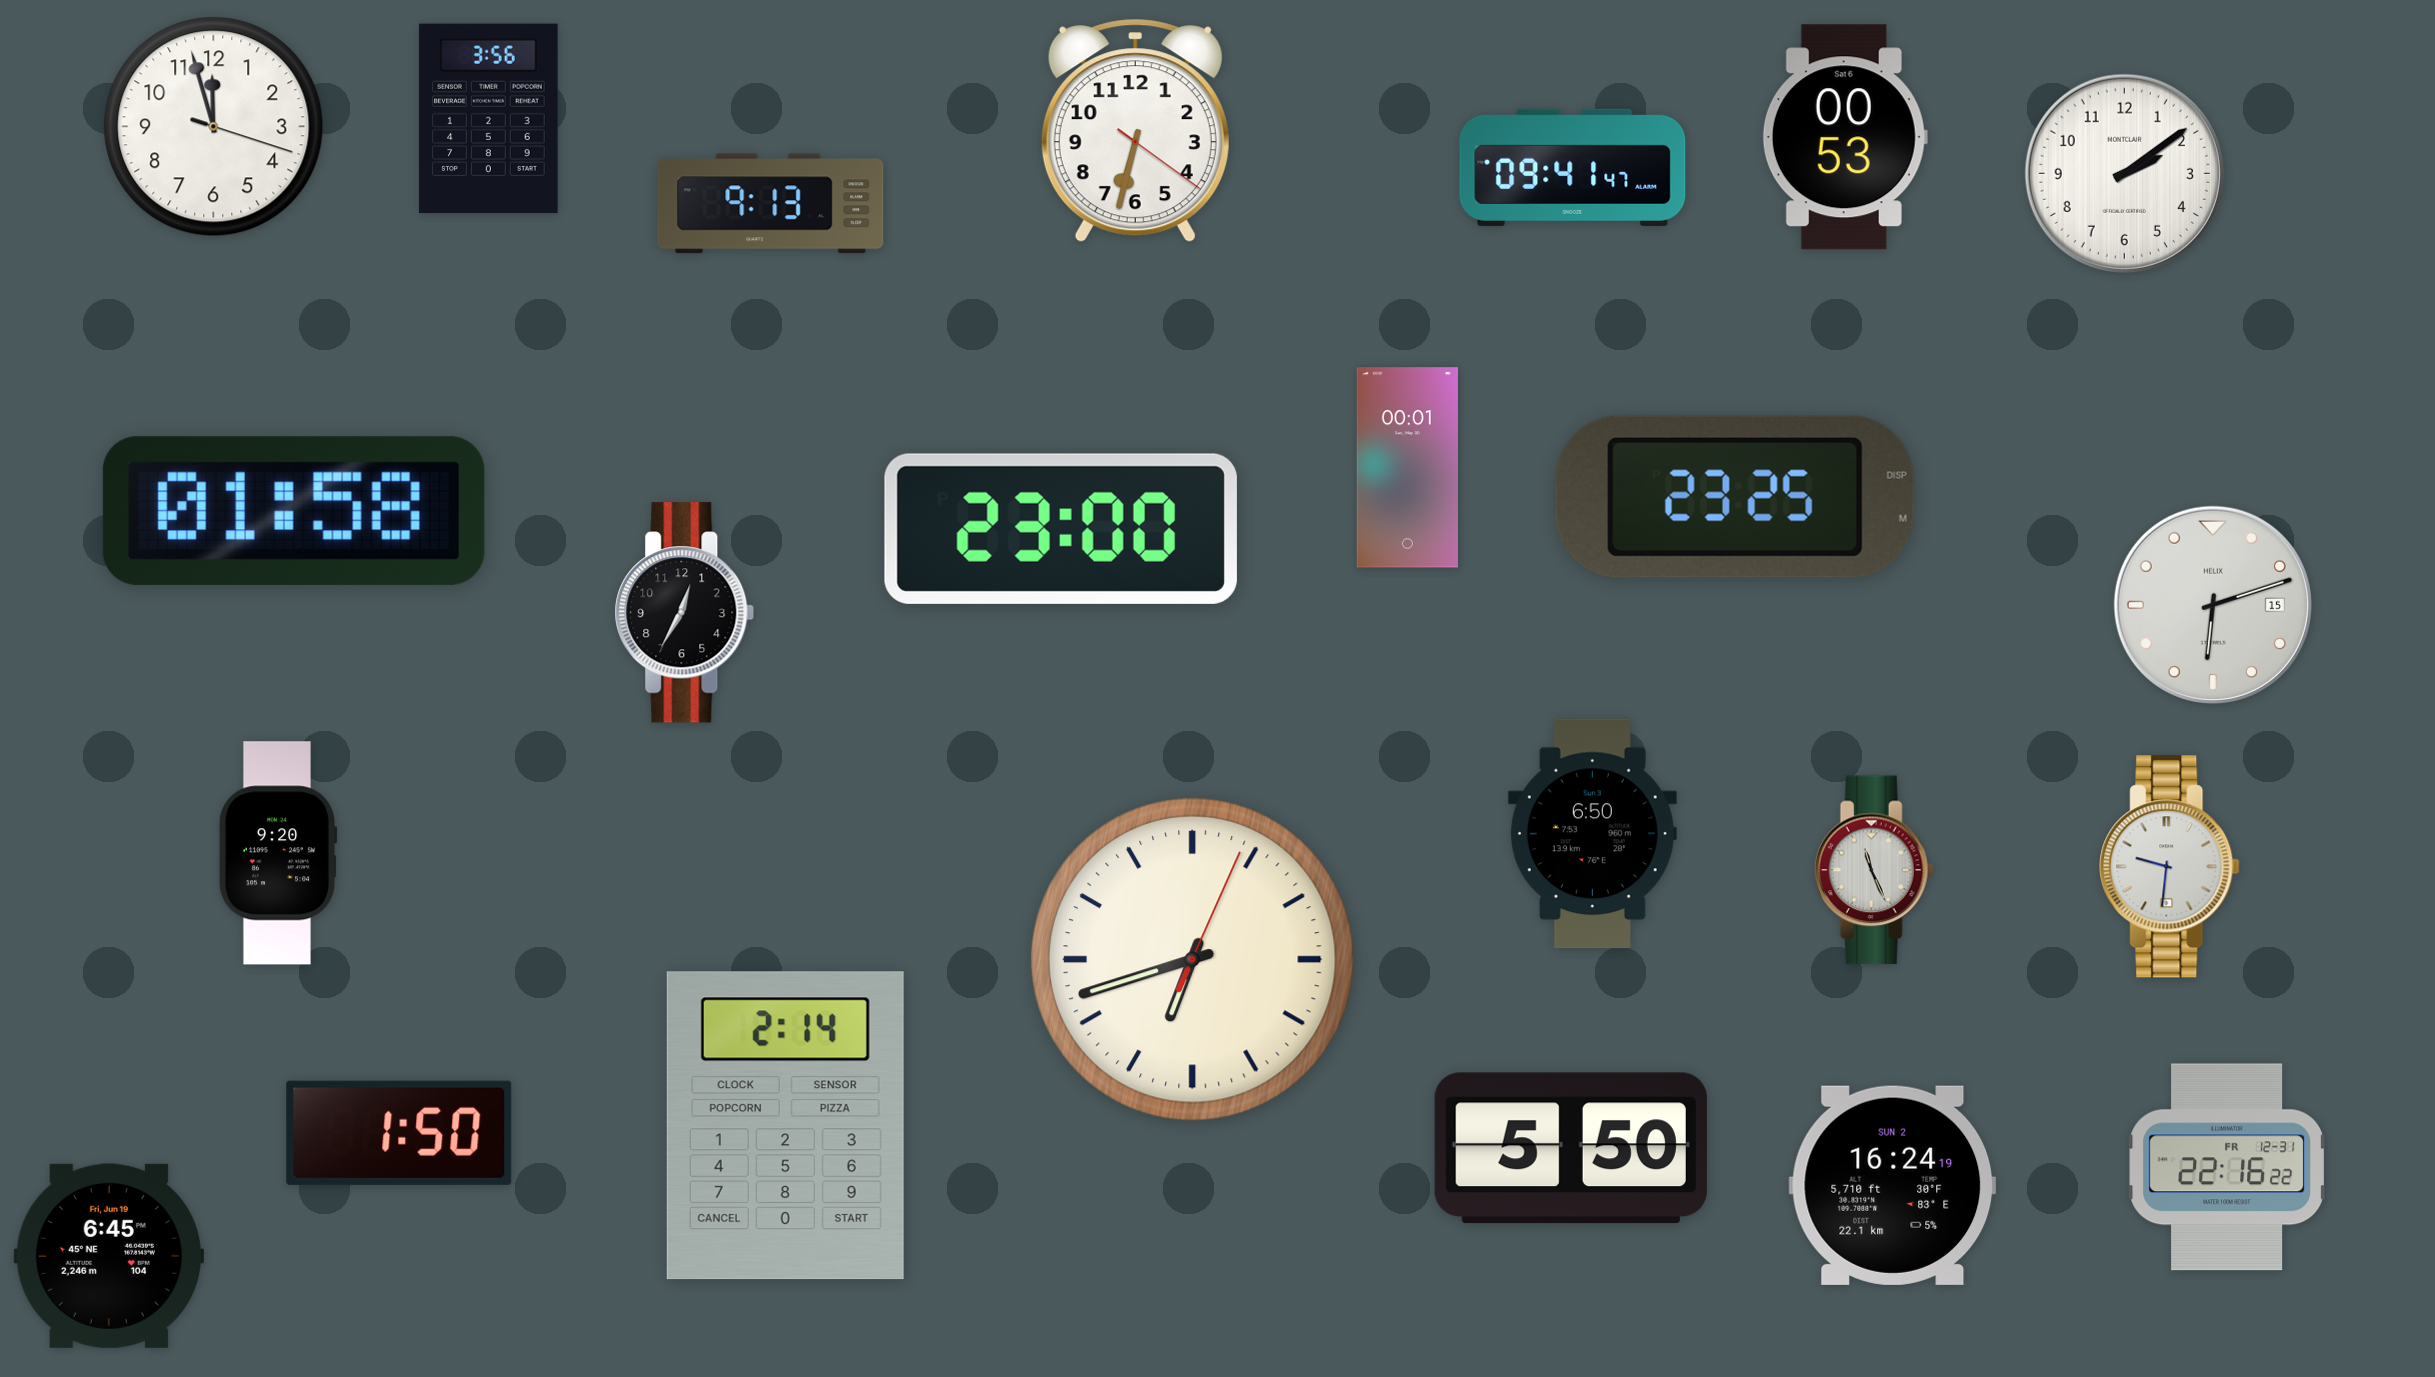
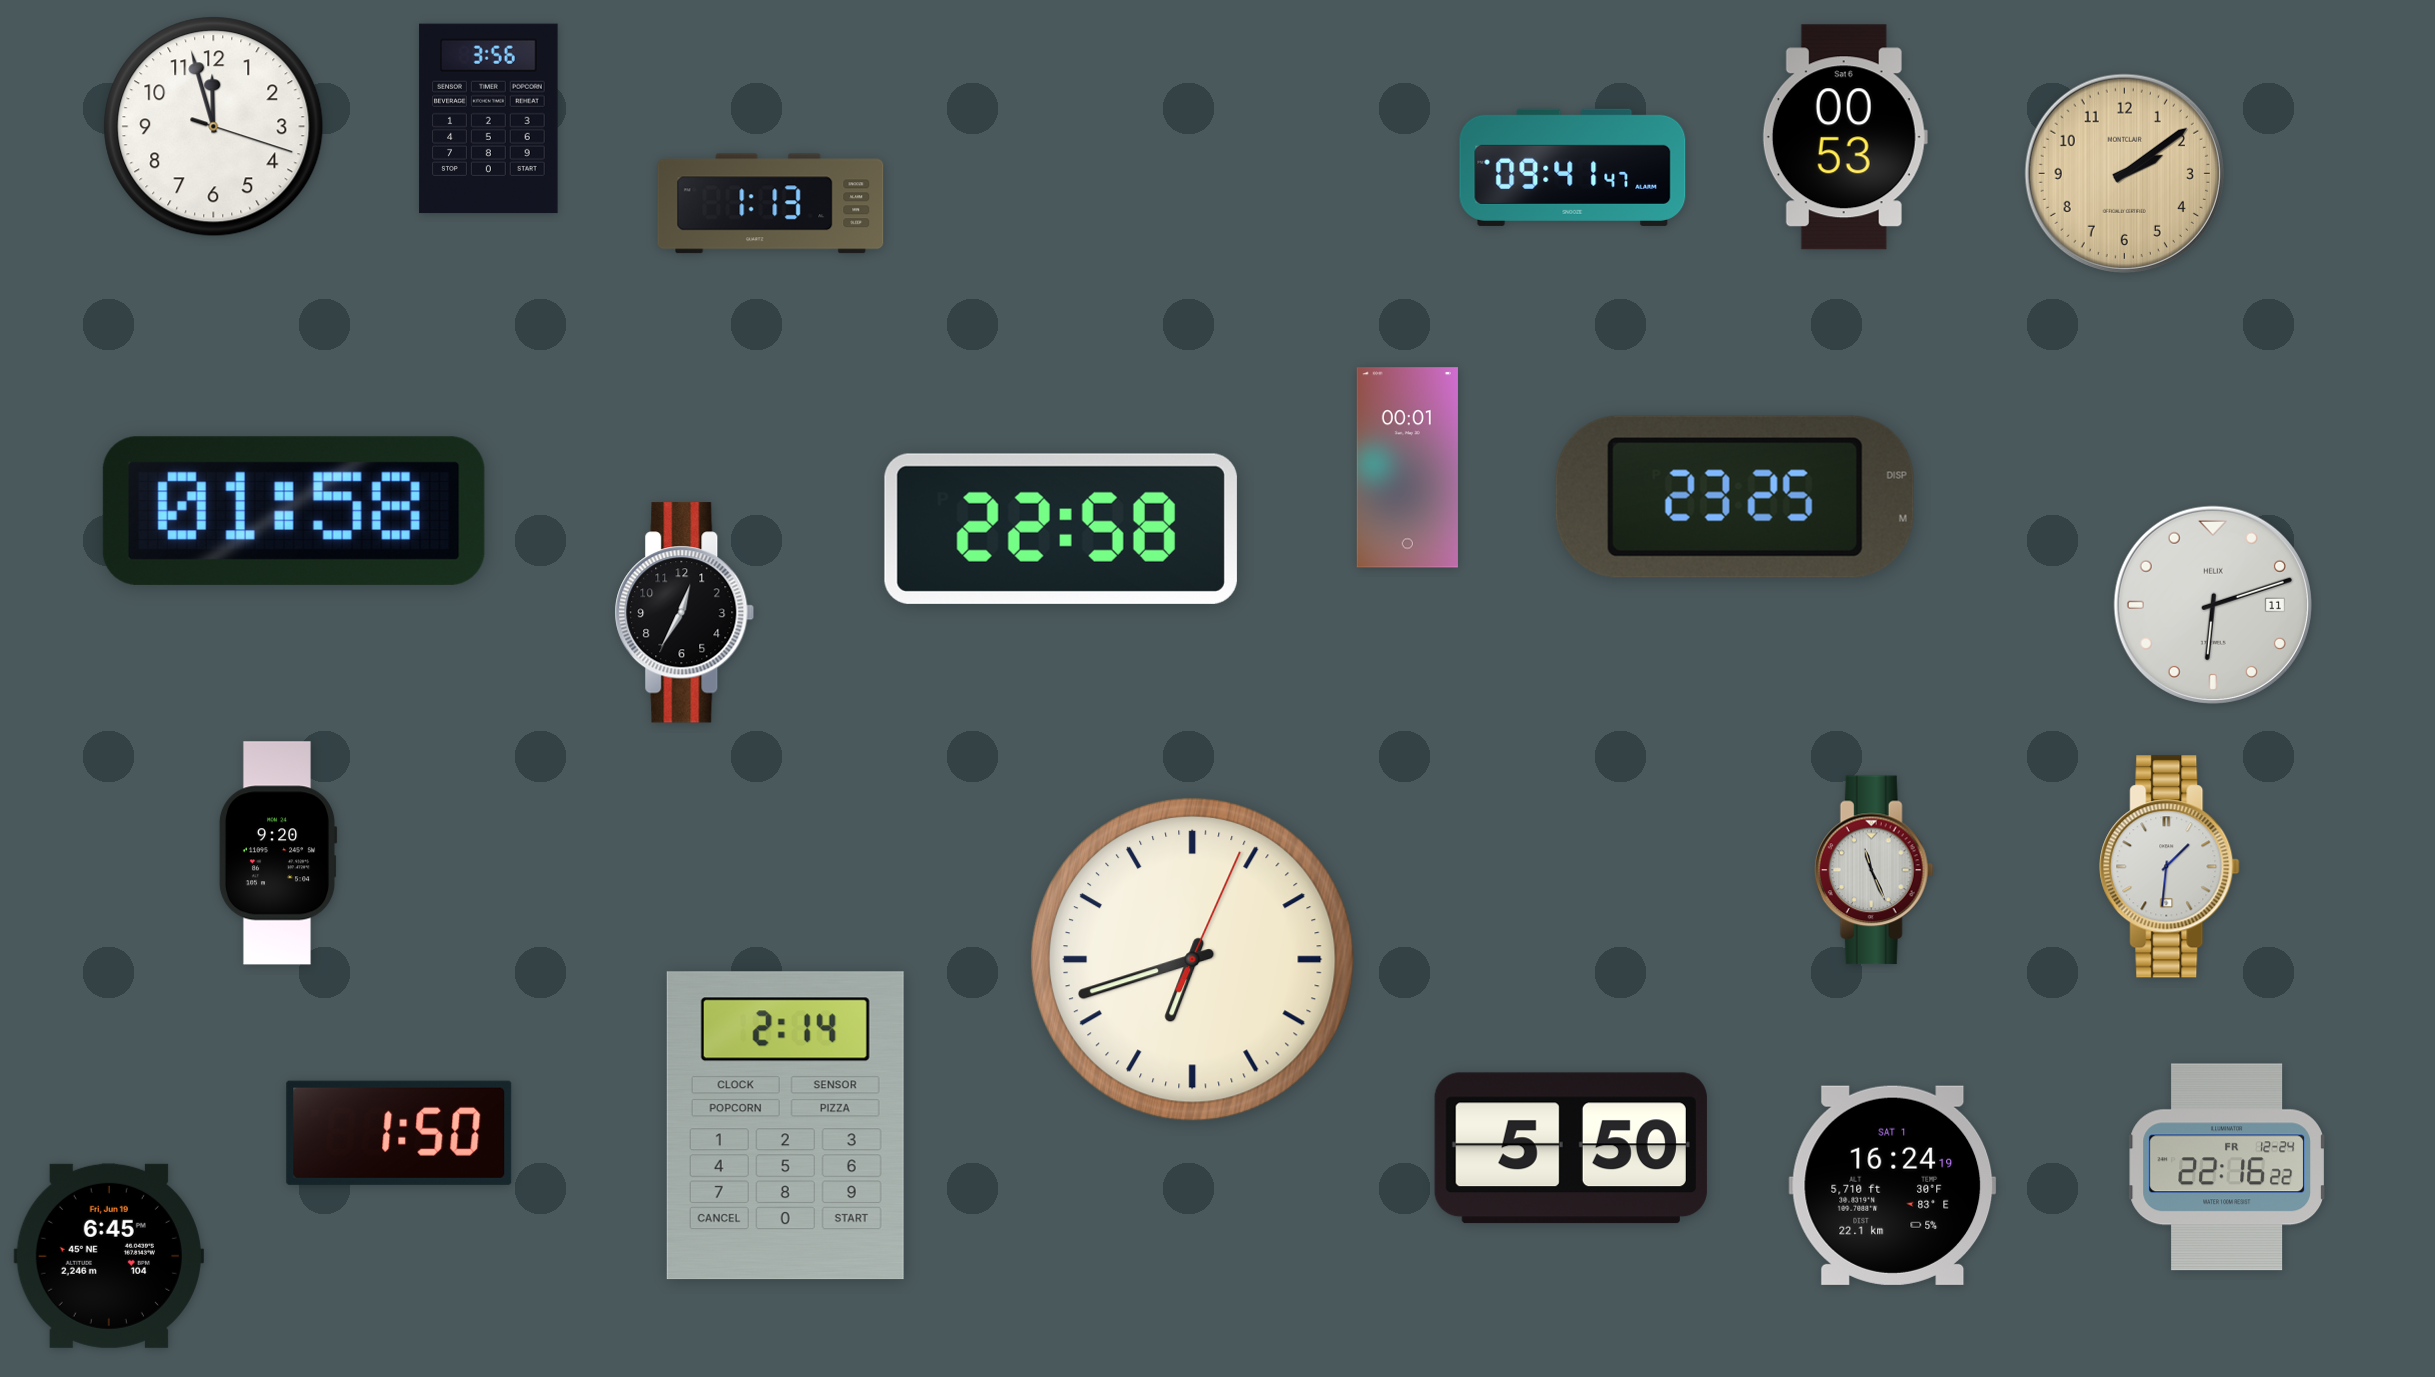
clock at (1135, 131): 6:32 -> none
clock at (2124, 173) dial: white -> champagne
clock at (771, 204): 9:13 -> 1:13
clock at (1061, 529): 23:00 -> 22:58
clock at (2213, 605) date: 15 -> 11
clock at (1592, 834): 6:50 -> none
clock at (2170, 867): 9:31 -> 1:31
clock at (2227, 1167) date: FR 12-31 -> FR 12-24
clock at (1893, 1185) date: SUN 2 -> SAT 1
